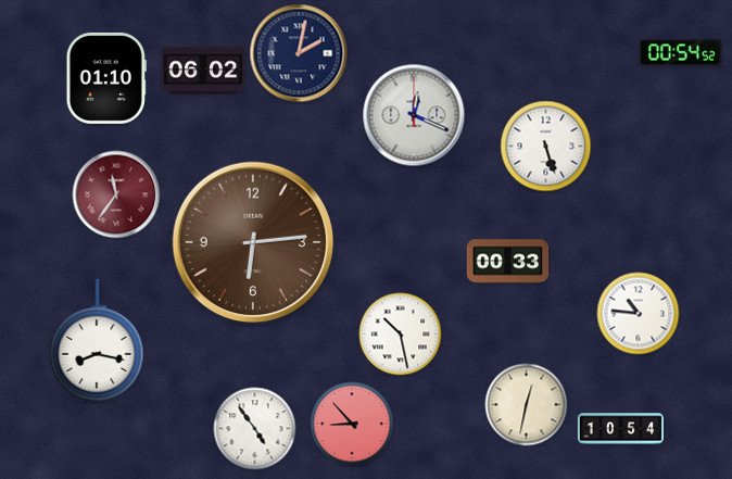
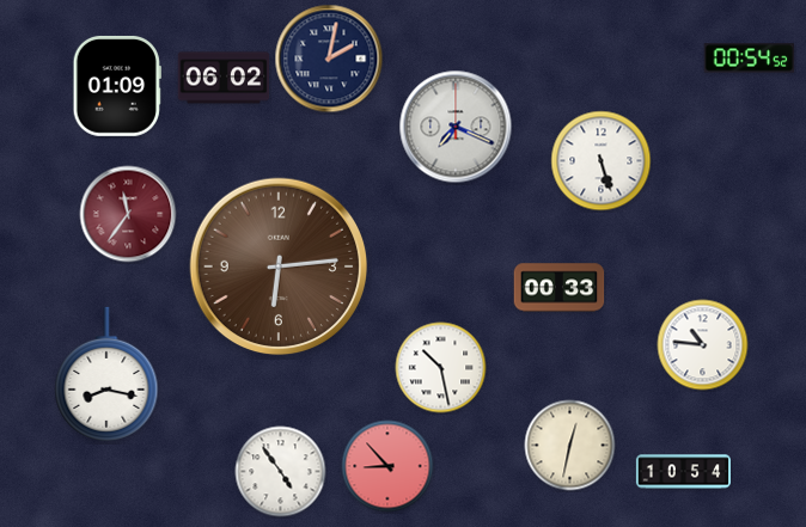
clock at (106, 78): 01:10 -> 01:09
clock at (414, 115): 12:19 -> 7:19
clock at (527, 405) position: (527, 405) -> (570, 446)
